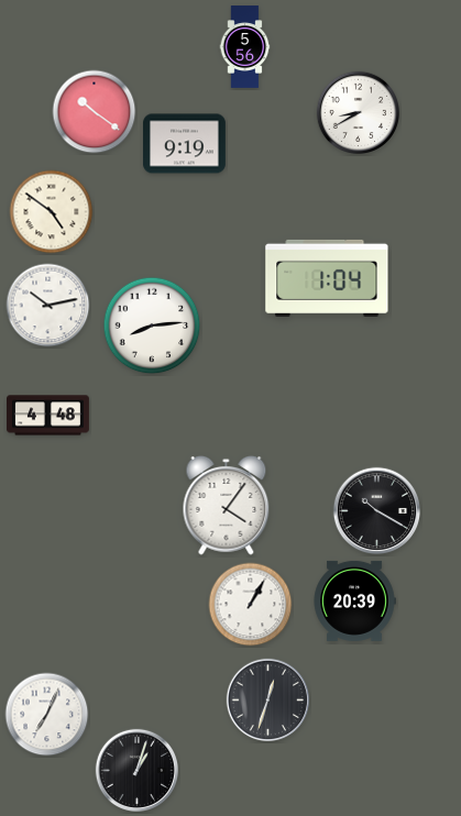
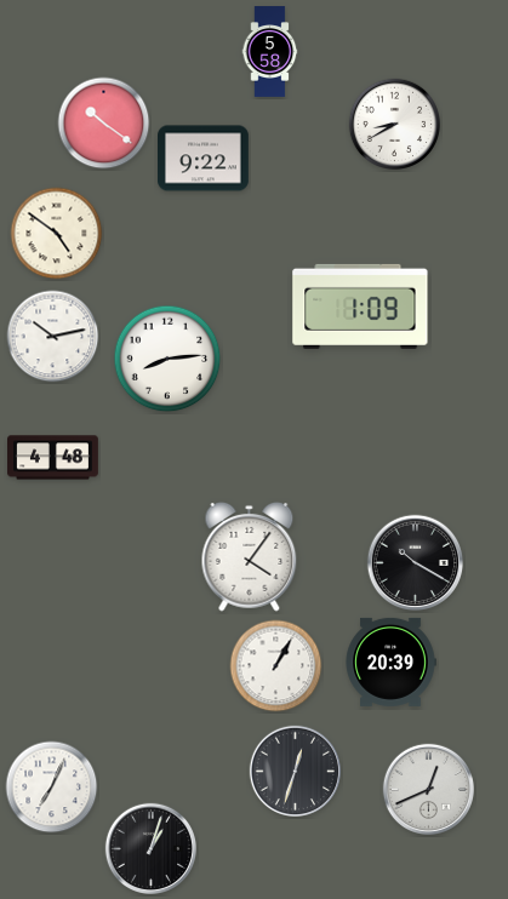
clock at (245, 47): 5:56 -> 5:58
clock at (185, 144): 9:19 -> 9:22
clock at (327, 278): 1:04 -> 1:09
clock at (428, 789): none -> 12:41
